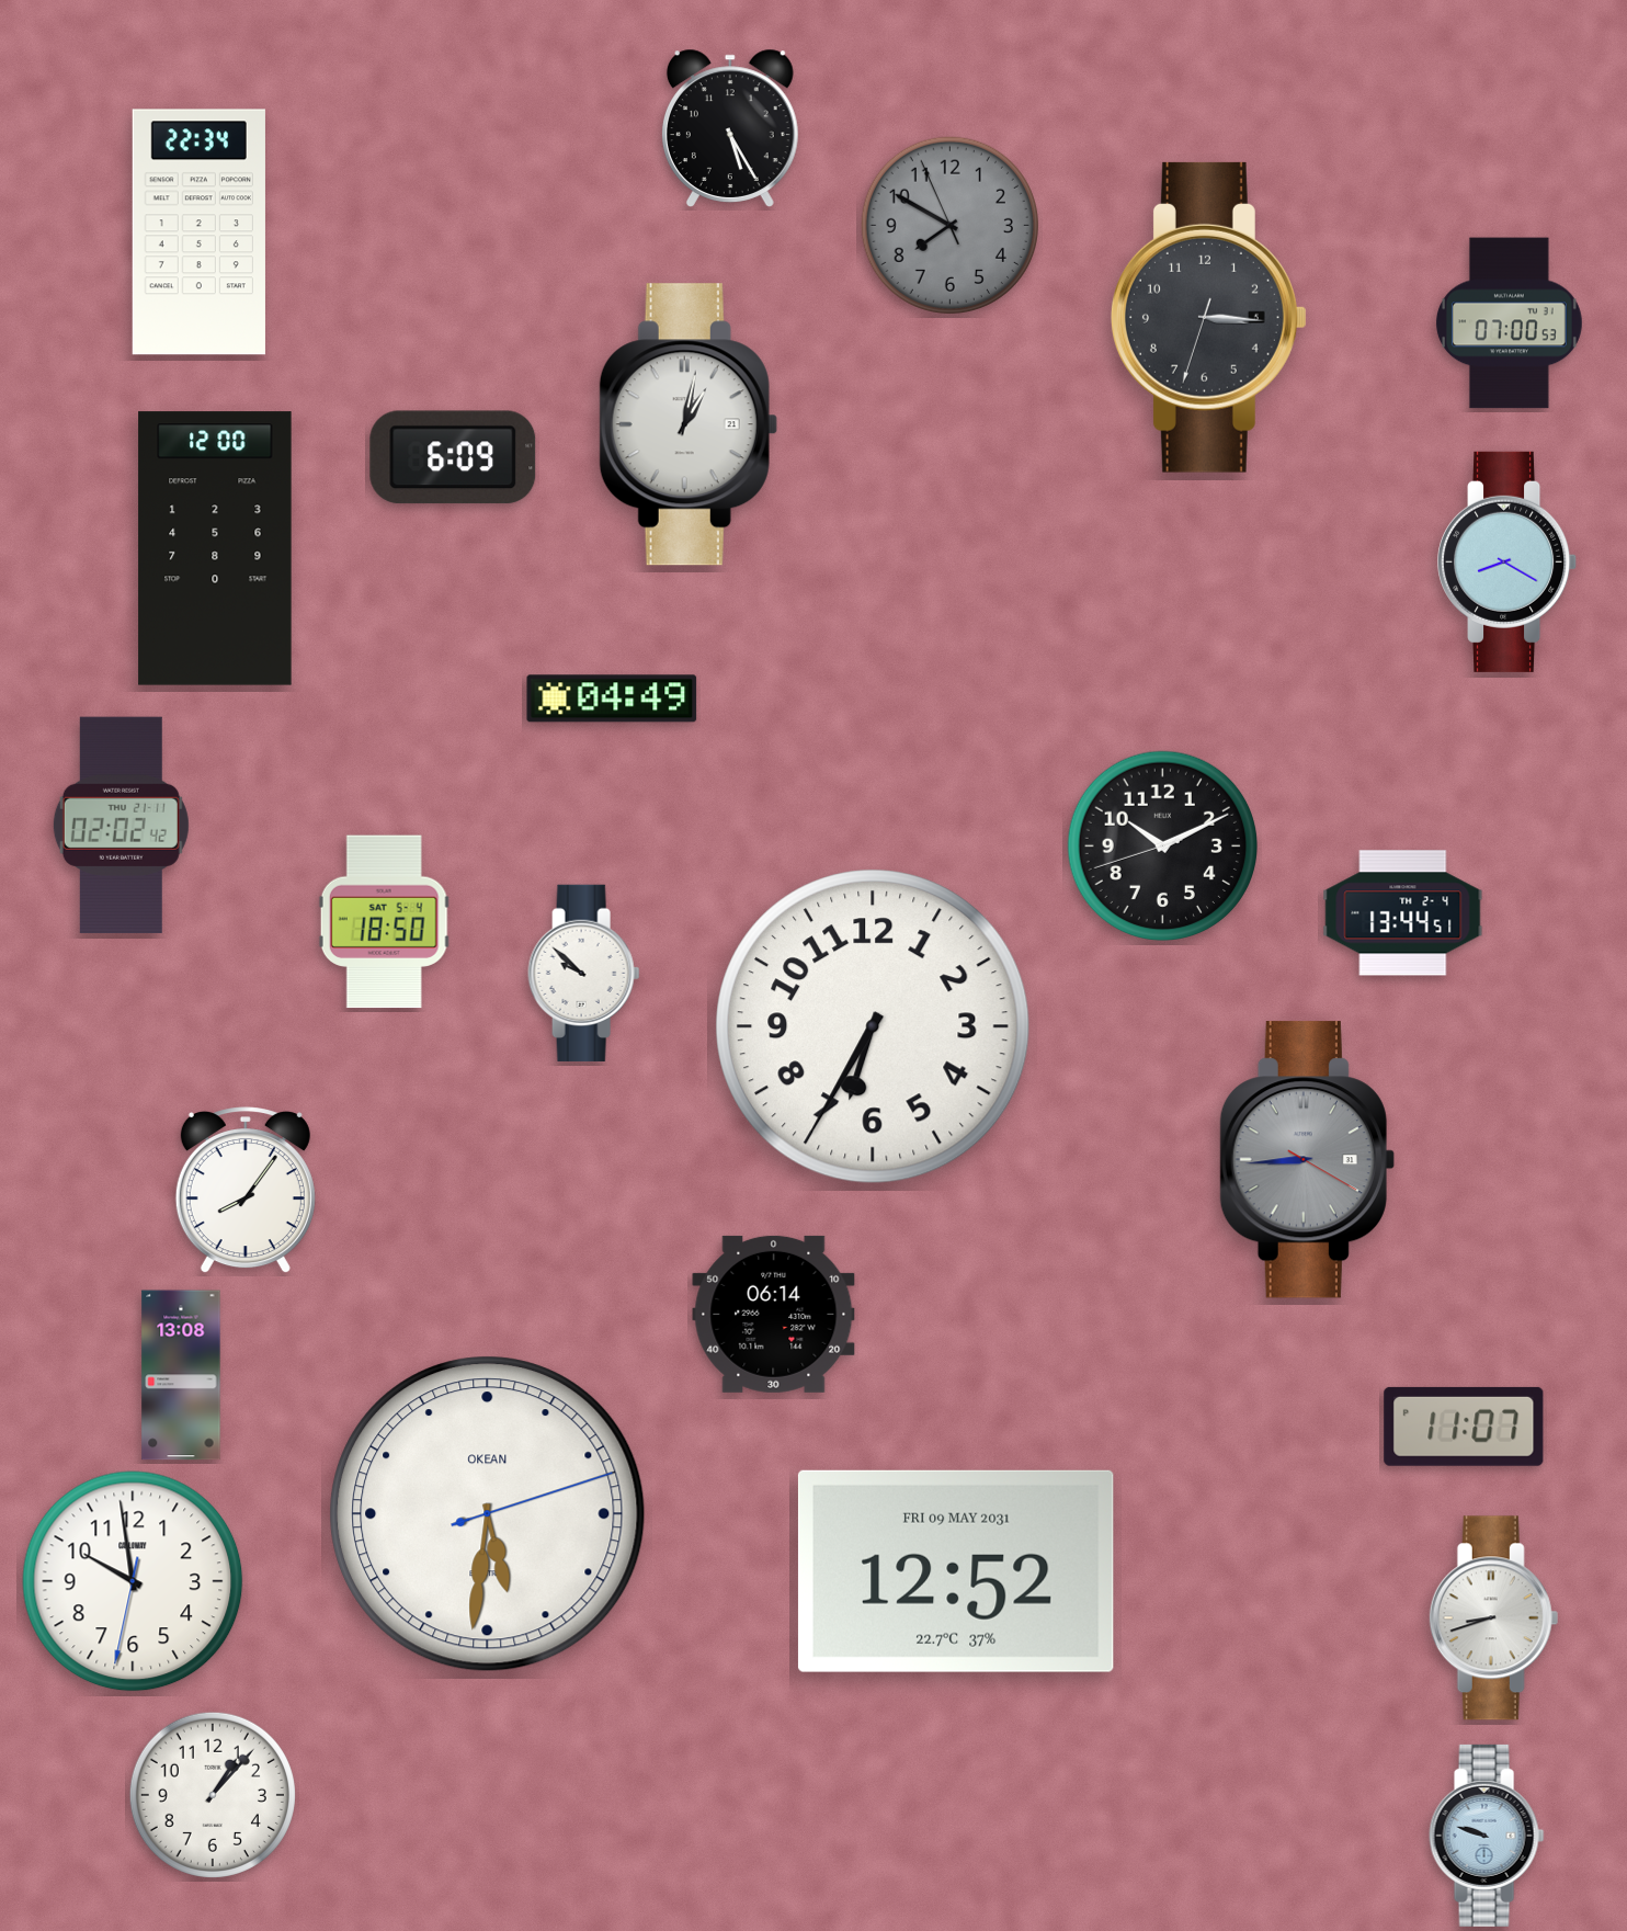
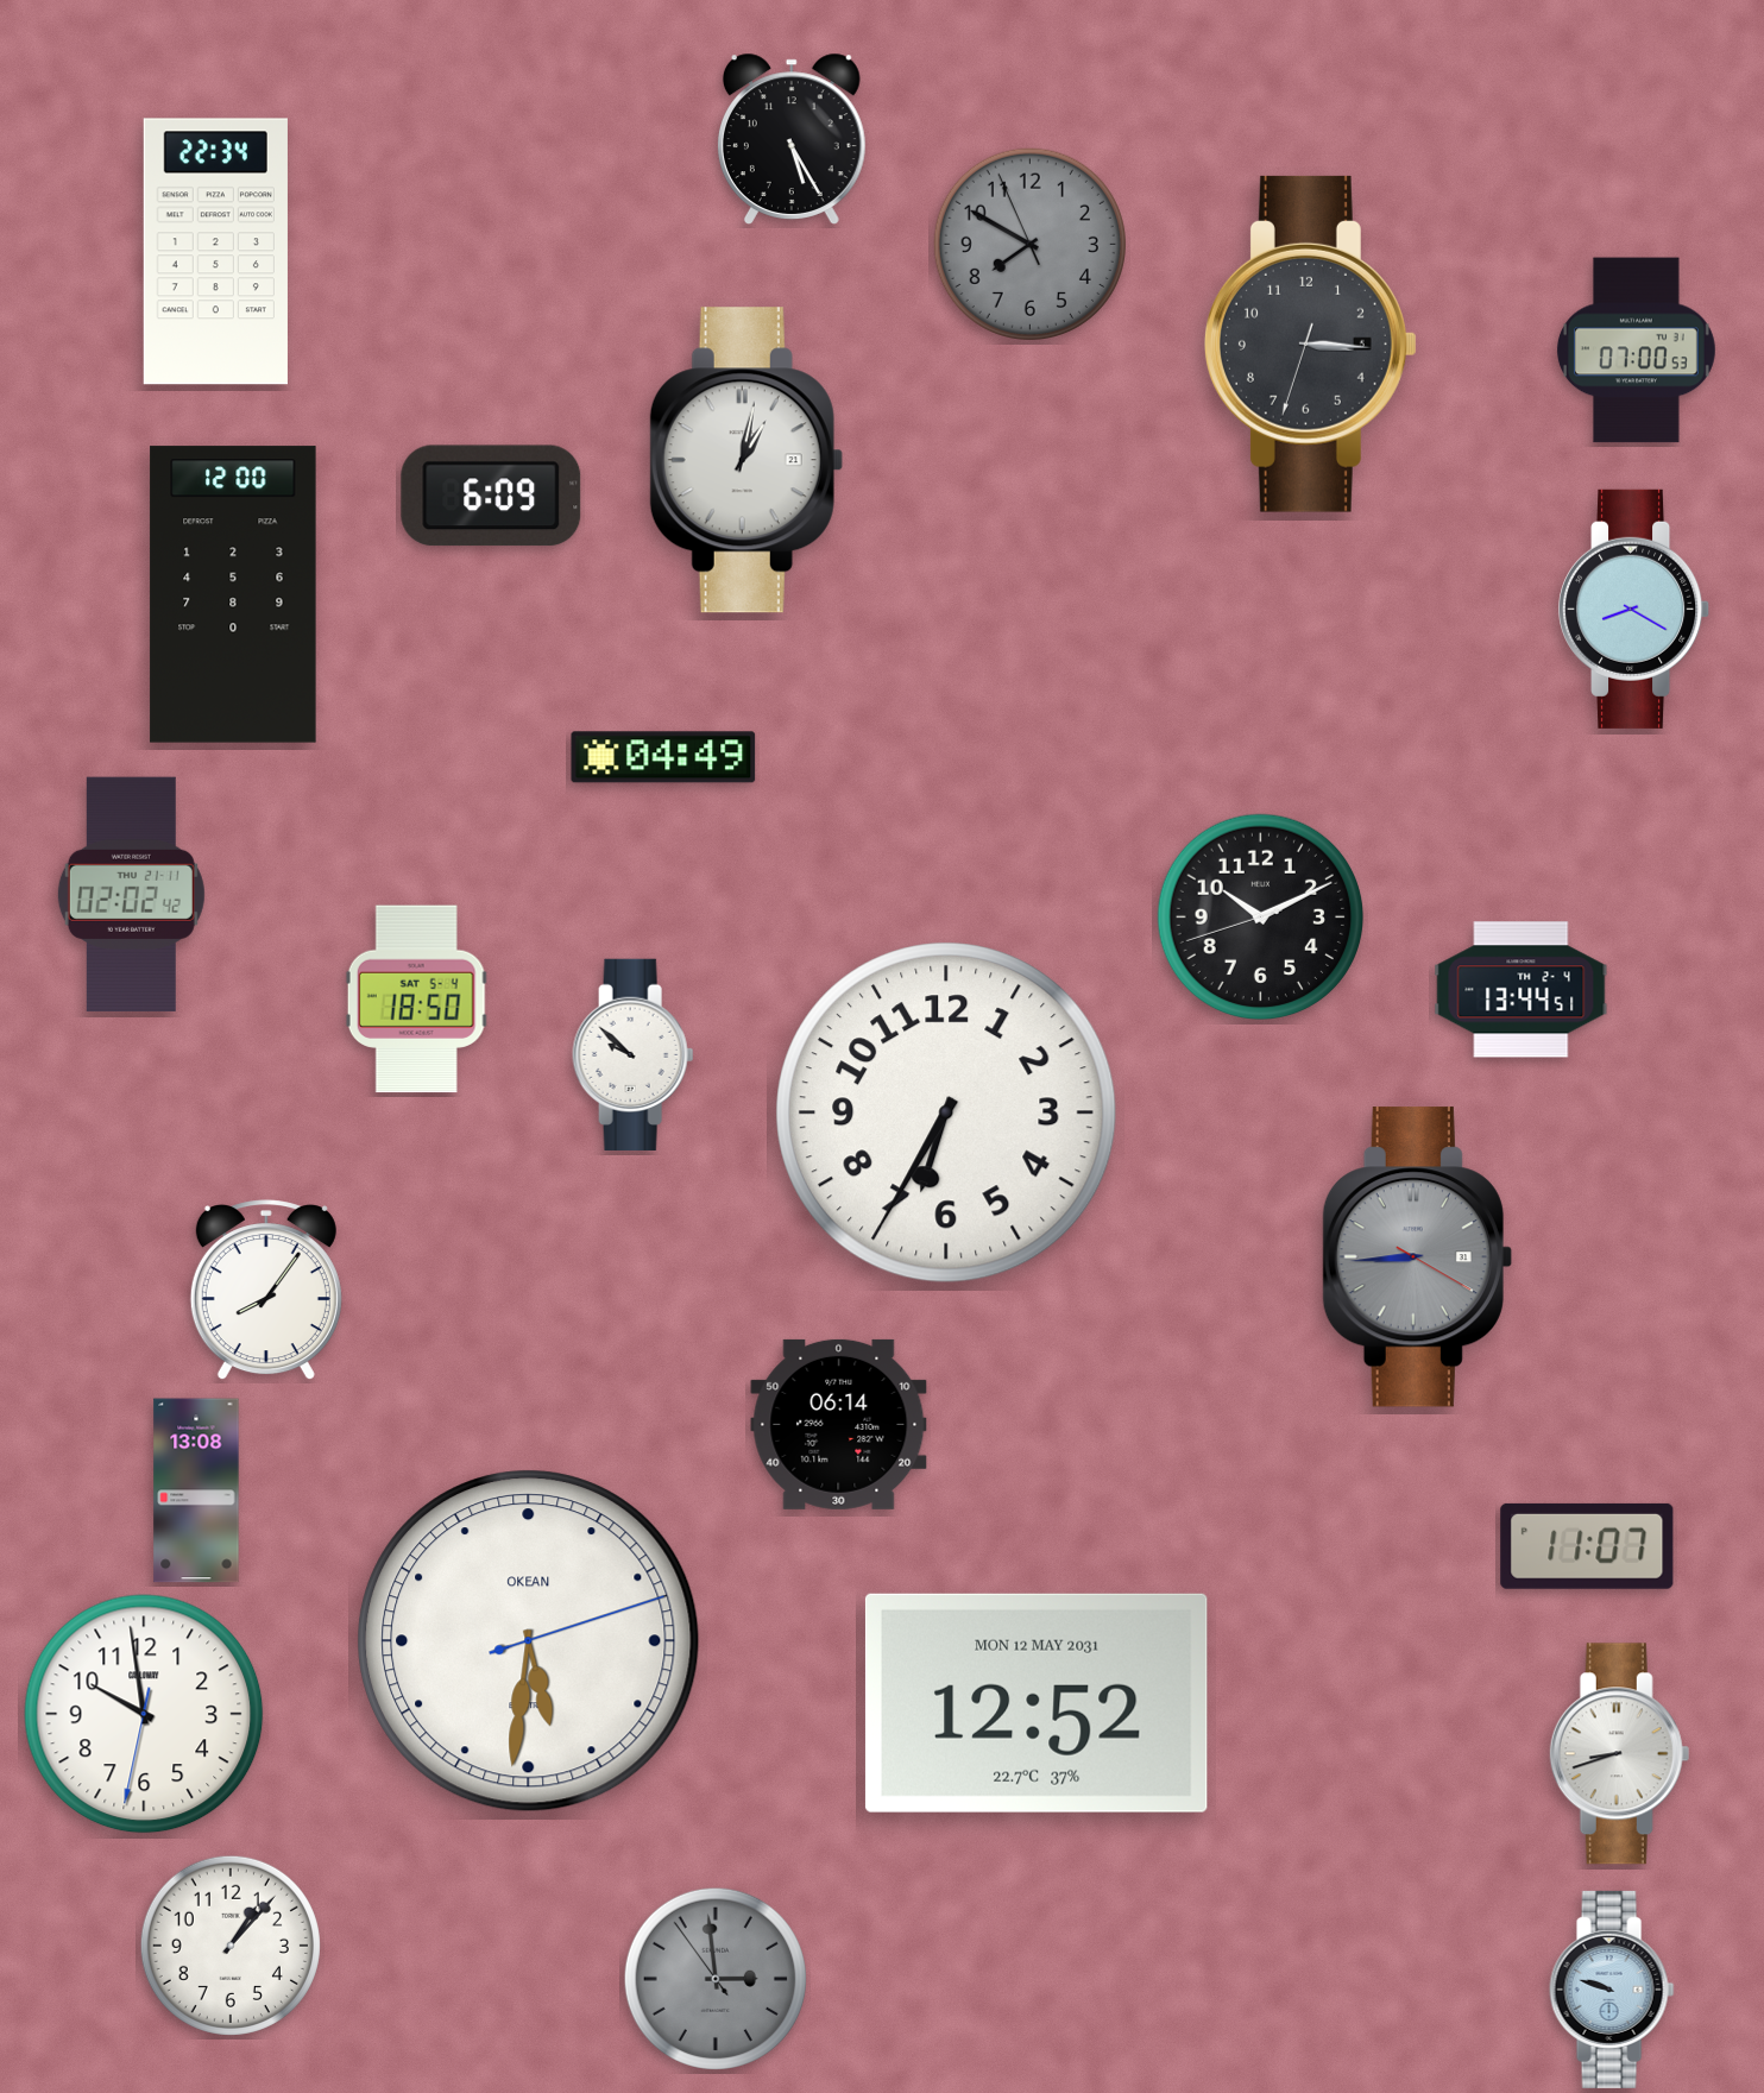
clock at (956, 1571) date: FRI 09 MAY 2031 -> MON 12 MAY 2031
clock at (716, 1979): none -> 2:58
